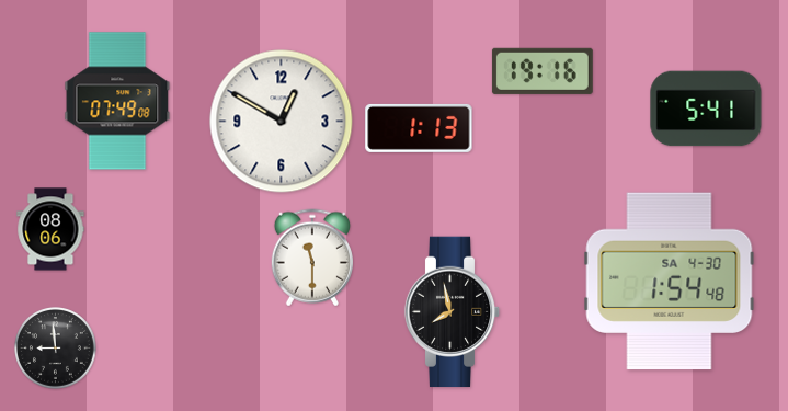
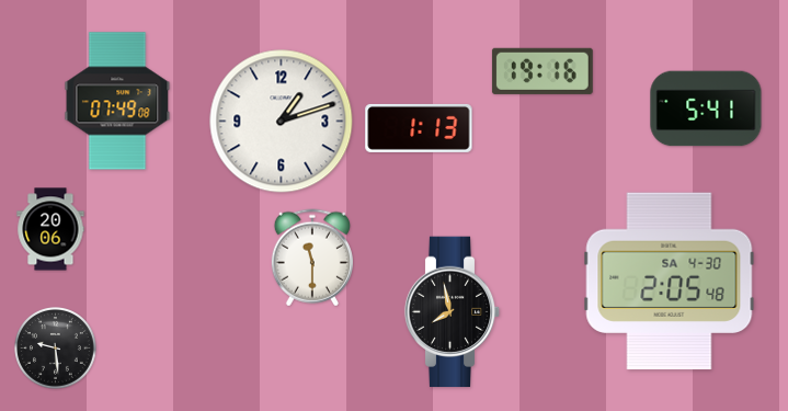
clock at (282, 122): 12:50 -> 1:12
clock at (50, 229): 08:06 -> 20:06
clock at (670, 282): 1:54 -> 2:05
clock at (56, 349): 8:59 -> 9:29
